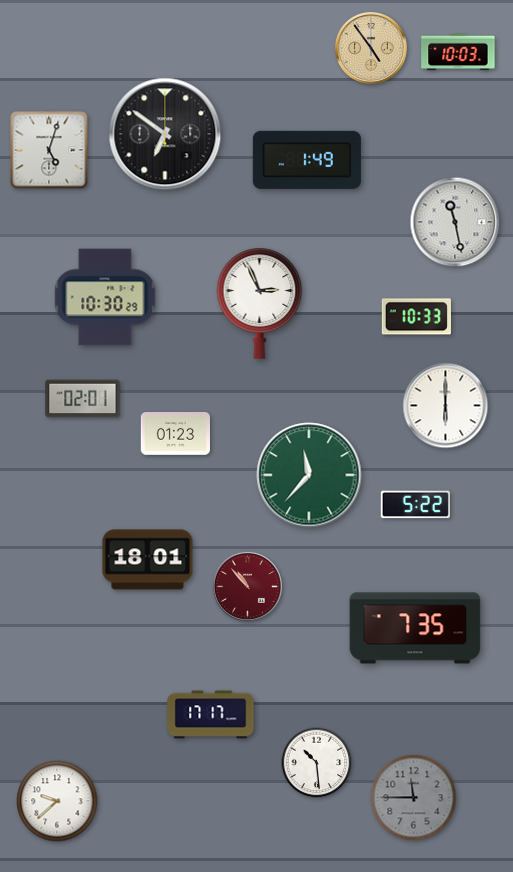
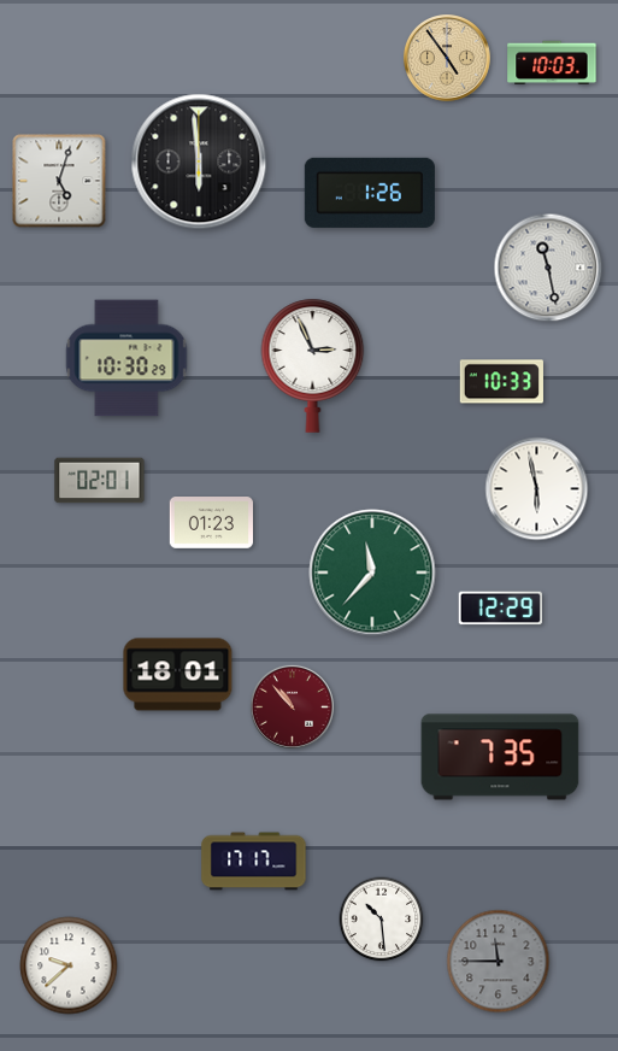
clock at (165, 134): 6:51 -> 5:59
clock at (307, 160): 1:49 -> 1:26
clock at (446, 406): 6:00 -> 5:58
clock at (415, 505): 5:22 -> 12:29
clock at (247, 586) position: (247, 586) -> (292, 706)
